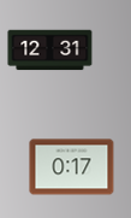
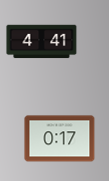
clock at (50, 51): 12:31 -> 4:41
